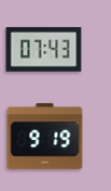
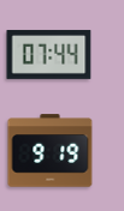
clock at (44, 49): 07:43 -> 07:44
